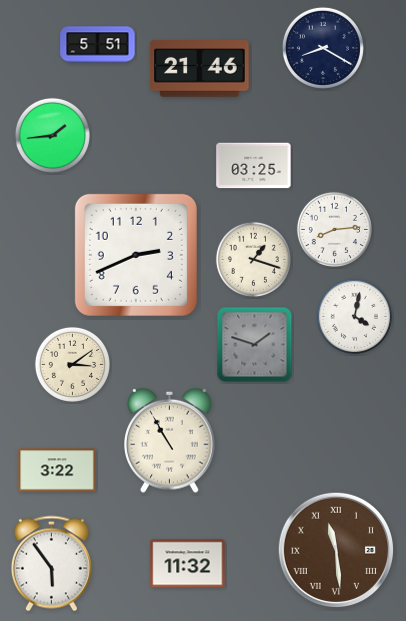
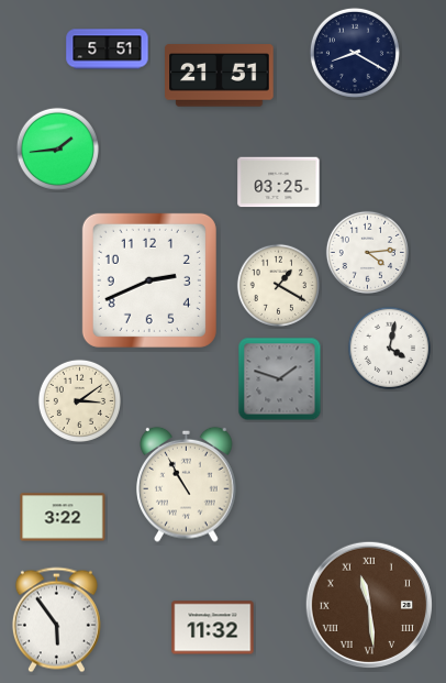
clock at (200, 69): 21:46 -> 21:51
clock at (334, 229): 8:14 -> 4:14
clock at (253, 259): 1:18 -> 1:20
clock at (188, 564) position: (188, 564) -> (213, 628)
